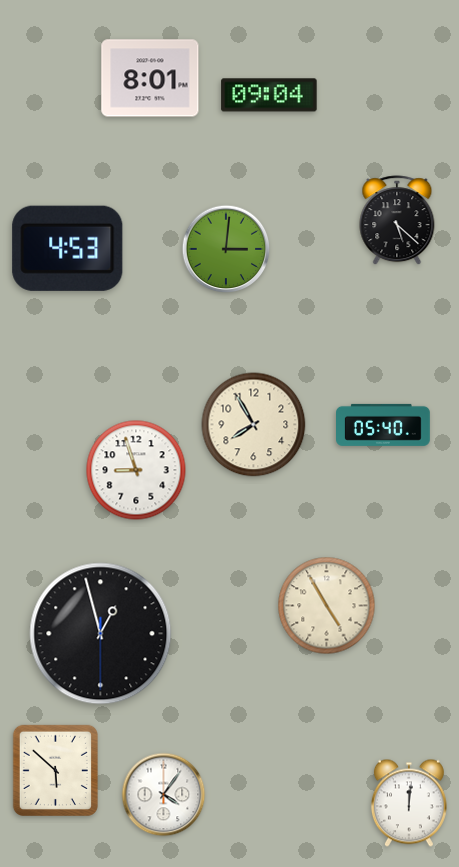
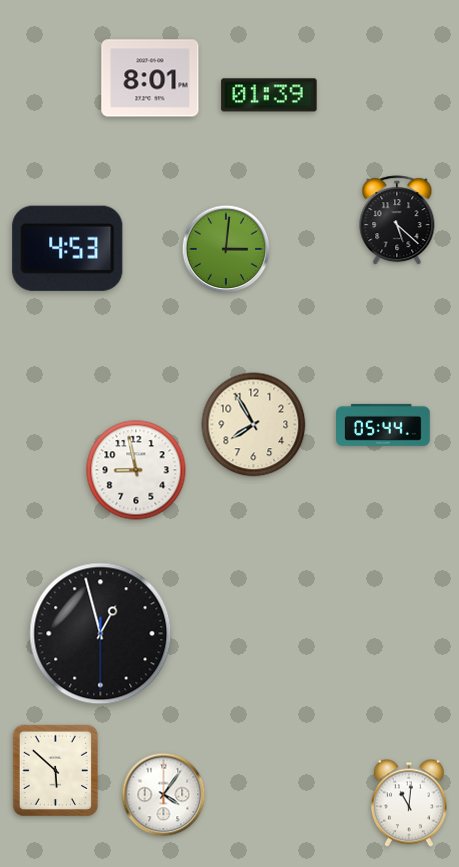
clock at (269, 95): 09:04 -> 01:39
clock at (384, 425): 05:40 -> 05:44
clock at (136, 470): 8:57 -> 8:58
clock at (327, 606): 4:55 -> none
clock at (409, 803): 12:01 -> 11:01
